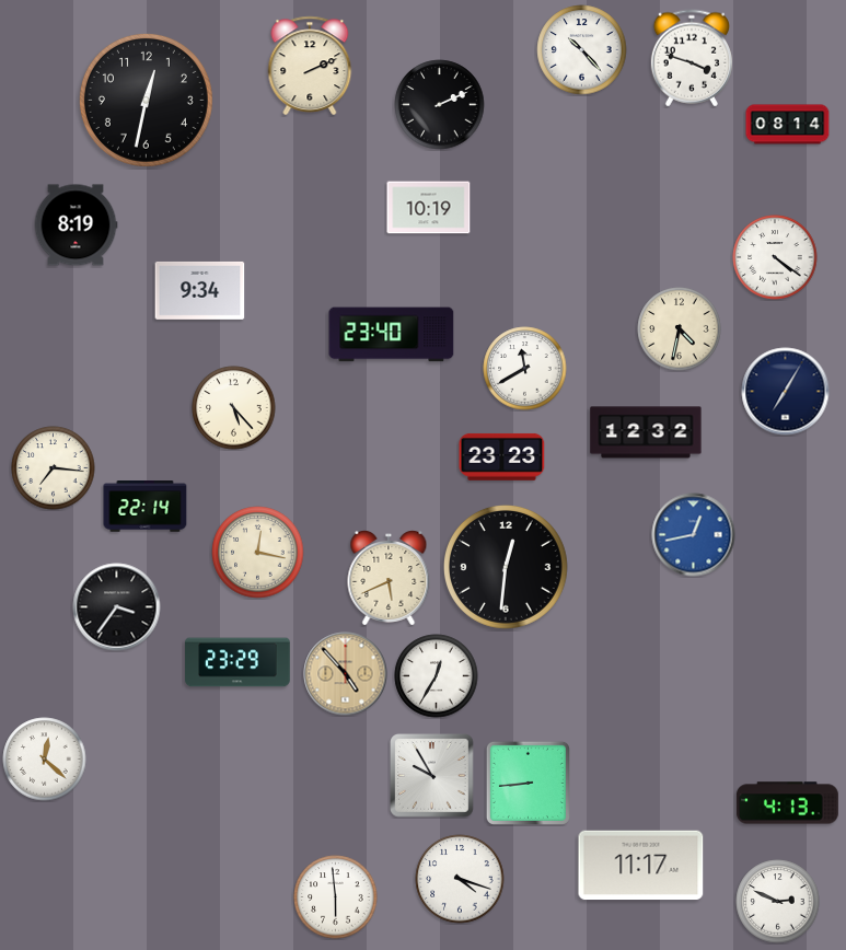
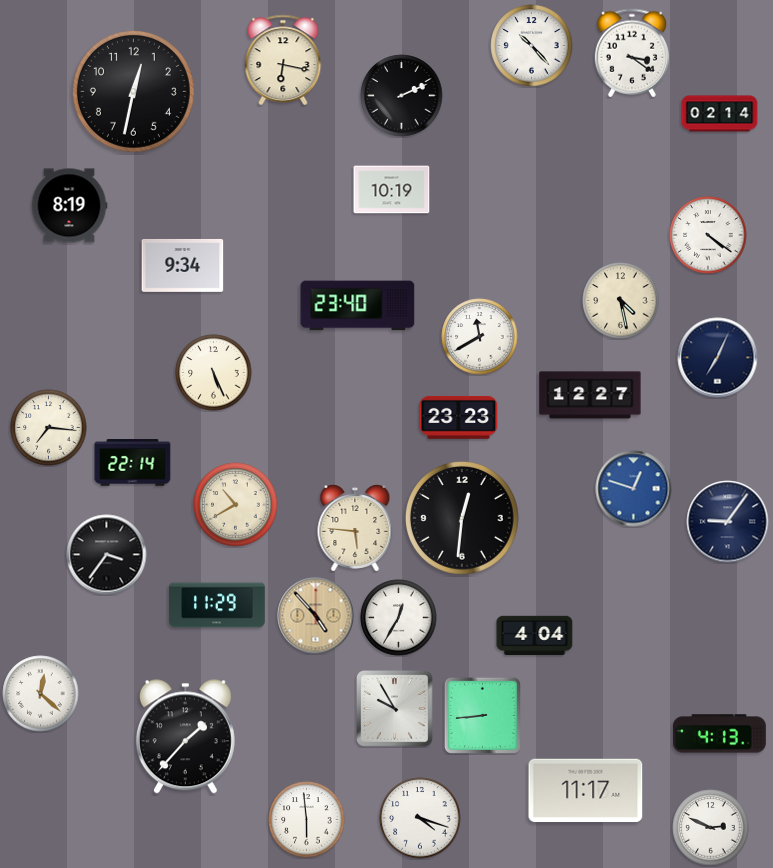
clock at (692, 58): 3:48 -> 3:21
clock at (310, 65): 2:11 -> 6:17
clock at (788, 125): 08:14 -> 02:14
clock at (680, 329): 4:32 -> 4:28
clock at (786, 392): 7:05 -> 7:04
clock at (234, 408): 5:23 -> 5:26
clock at (646, 432): 12:32 -> 12:27
clock at (694, 535): 12:43 -> 12:48
clock at (258, 553): 12:17 -> 10:40
clock at (728, 522): none -> 9:06
clock at (389, 579): 5:41 -> 5:46
clock at (237, 662): 23:29 -> 11:29
clock at (535, 635): none -> 4:04
clock at (185, 737): none -> 1:37
clock at (460, 879) position: (460, 879) -> (420, 818)
clock at (778, 902) position: (778, 902) -> (711, 828)
